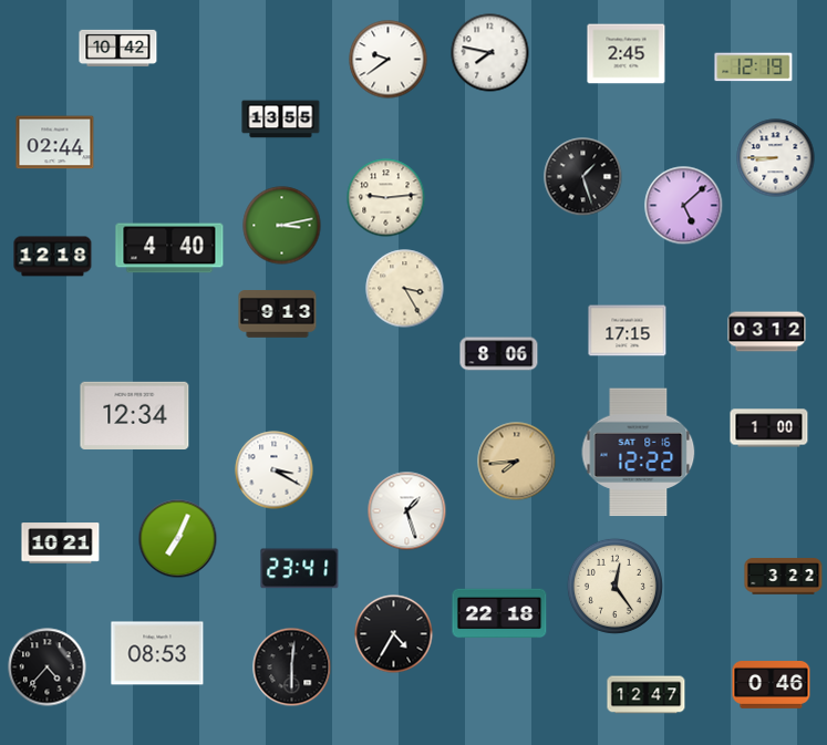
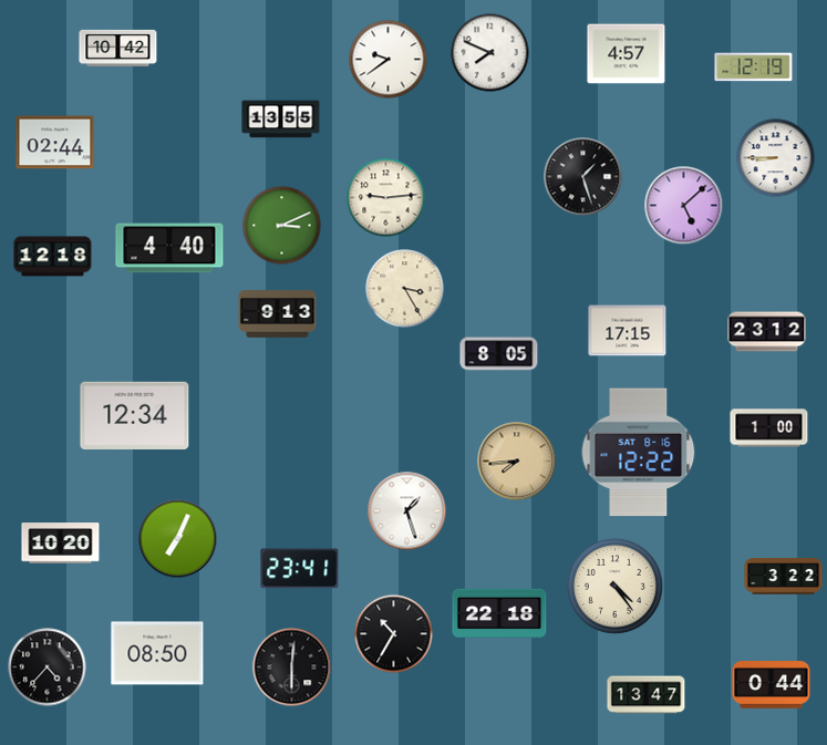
clock at (490, 53): 7:47 -> 7:49
clock at (627, 54): 2:45 -> 4:57
clock at (282, 226): 3:13 -> 3:11
clock at (767, 332): 03:12 -> 23:12
clock at (499, 354): 8:06 -> 8:05
clock at (275, 470): 3:20 -> none
clock at (61, 544): 10:21 -> 10:20
clock at (614, 586): 12:24 -> 4:24
clock at (394, 634): 4:35 -> 10:35
clock at (157, 653): 08:53 -> 08:50
clock at (772, 685): 0:46 -> 0:44
clock at (647, 695): 12:47 -> 13:47
